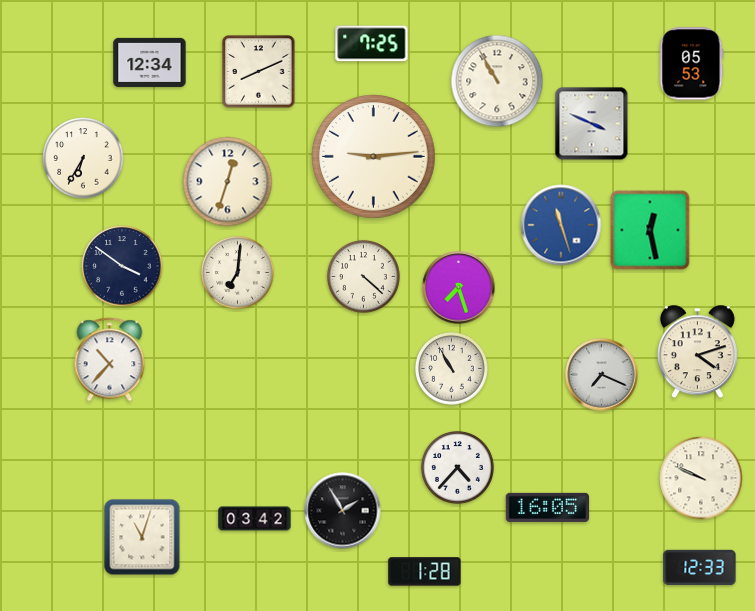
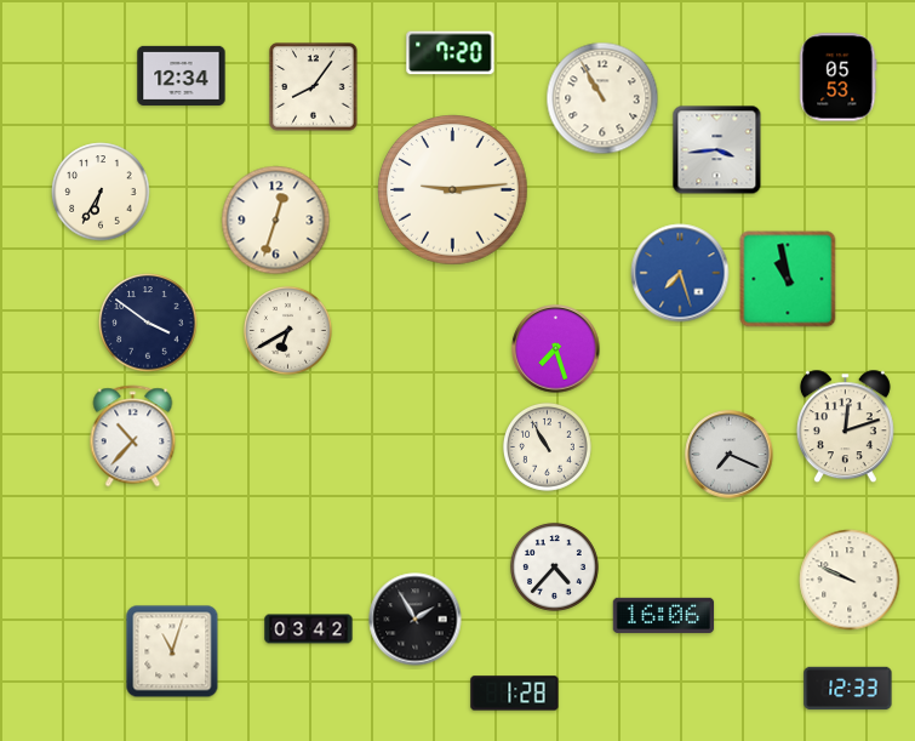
clock at (372, 44): 7:25 -> 7:20
clock at (259, 72): 8:11 -> 8:06
clock at (592, 124): 3:49 -> 3:44
clock at (561, 225): 11:27 -> 7:27
clock at (650, 230): 12:28 -> 10:58
clock at (237, 272): 7:01 -> 6:40
clock at (363, 276): 4:22 -> none
clock at (697, 352): 4:12 -> 12:12
clock at (548, 507): 16:05 -> 16:06
